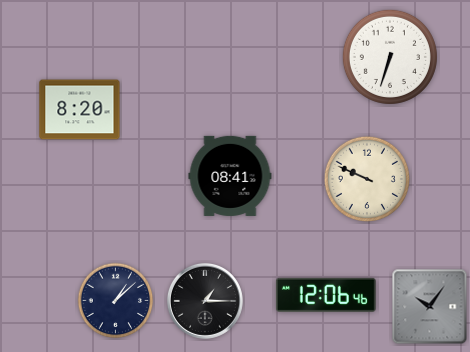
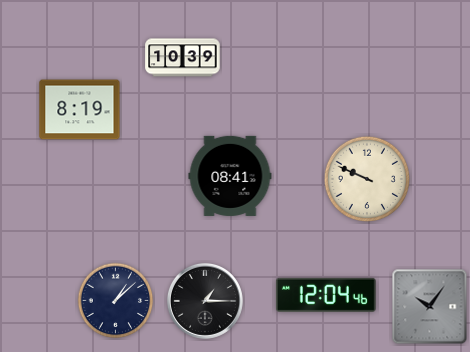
clock at (390, 57): 6:33 -> none
clock at (183, 58): none -> 10:39
clock at (80, 110): 8:20 -> 8:19
clock at (326, 295): 12:06 -> 12:04
